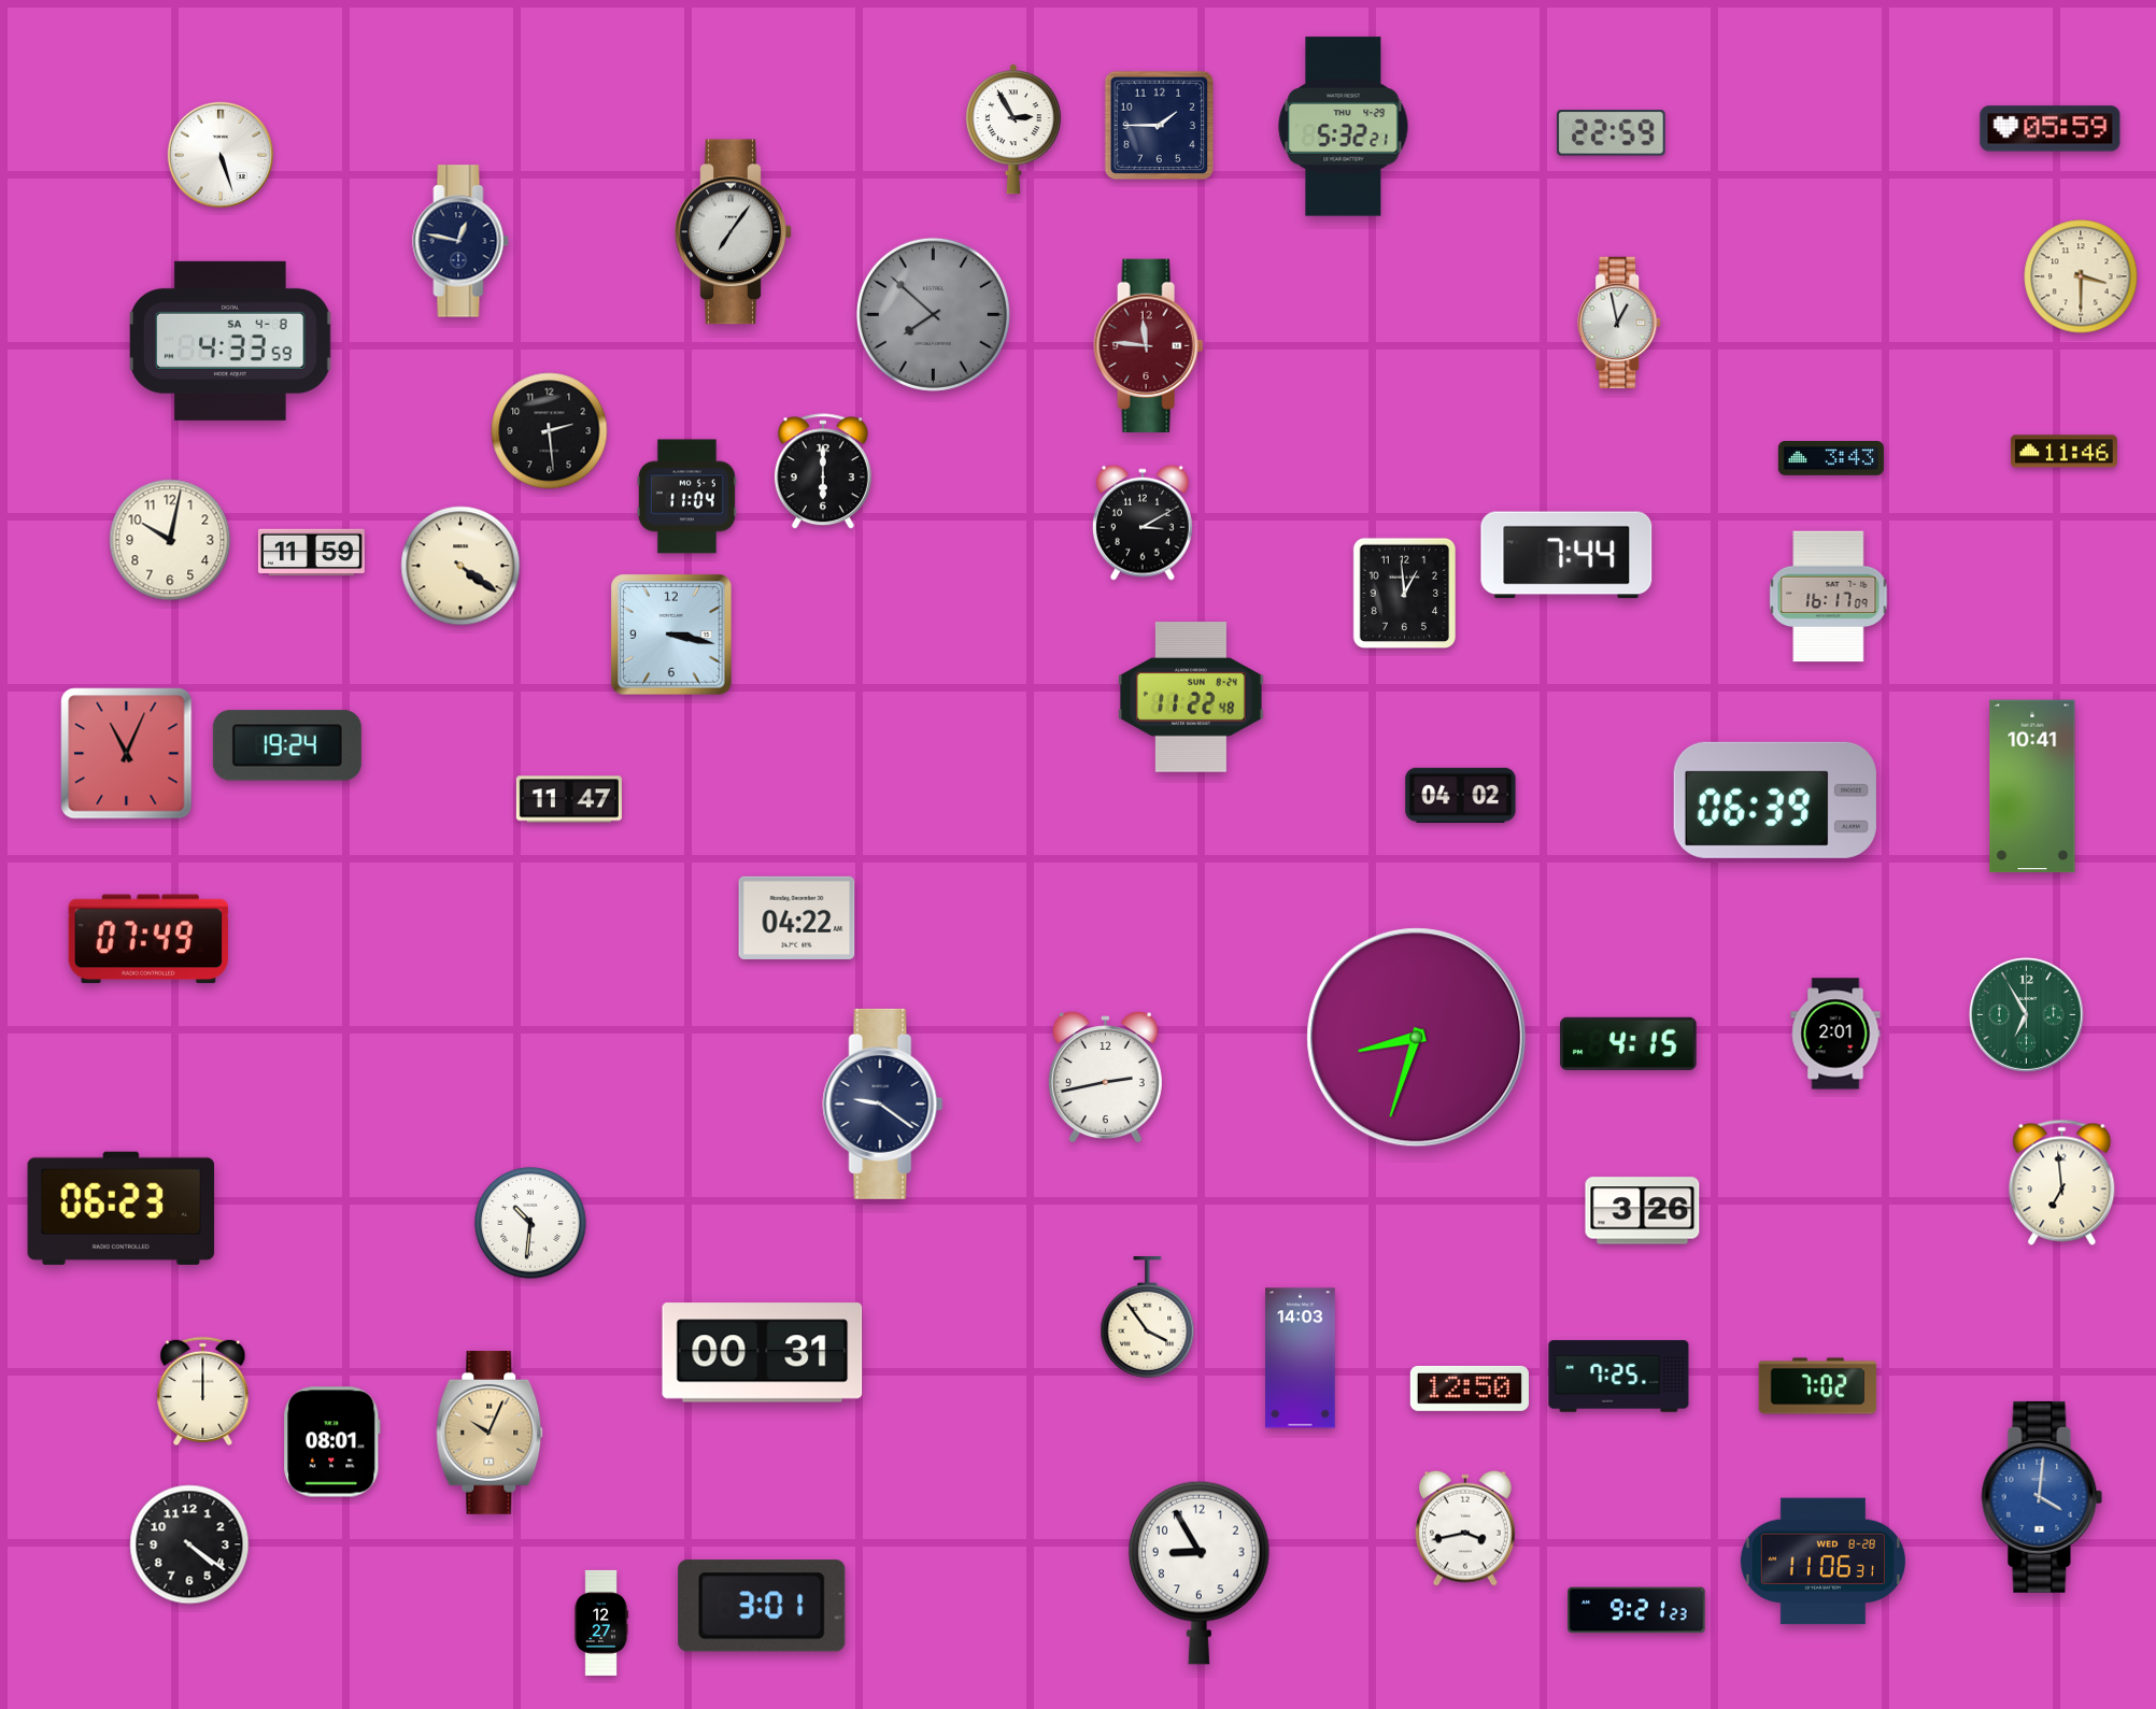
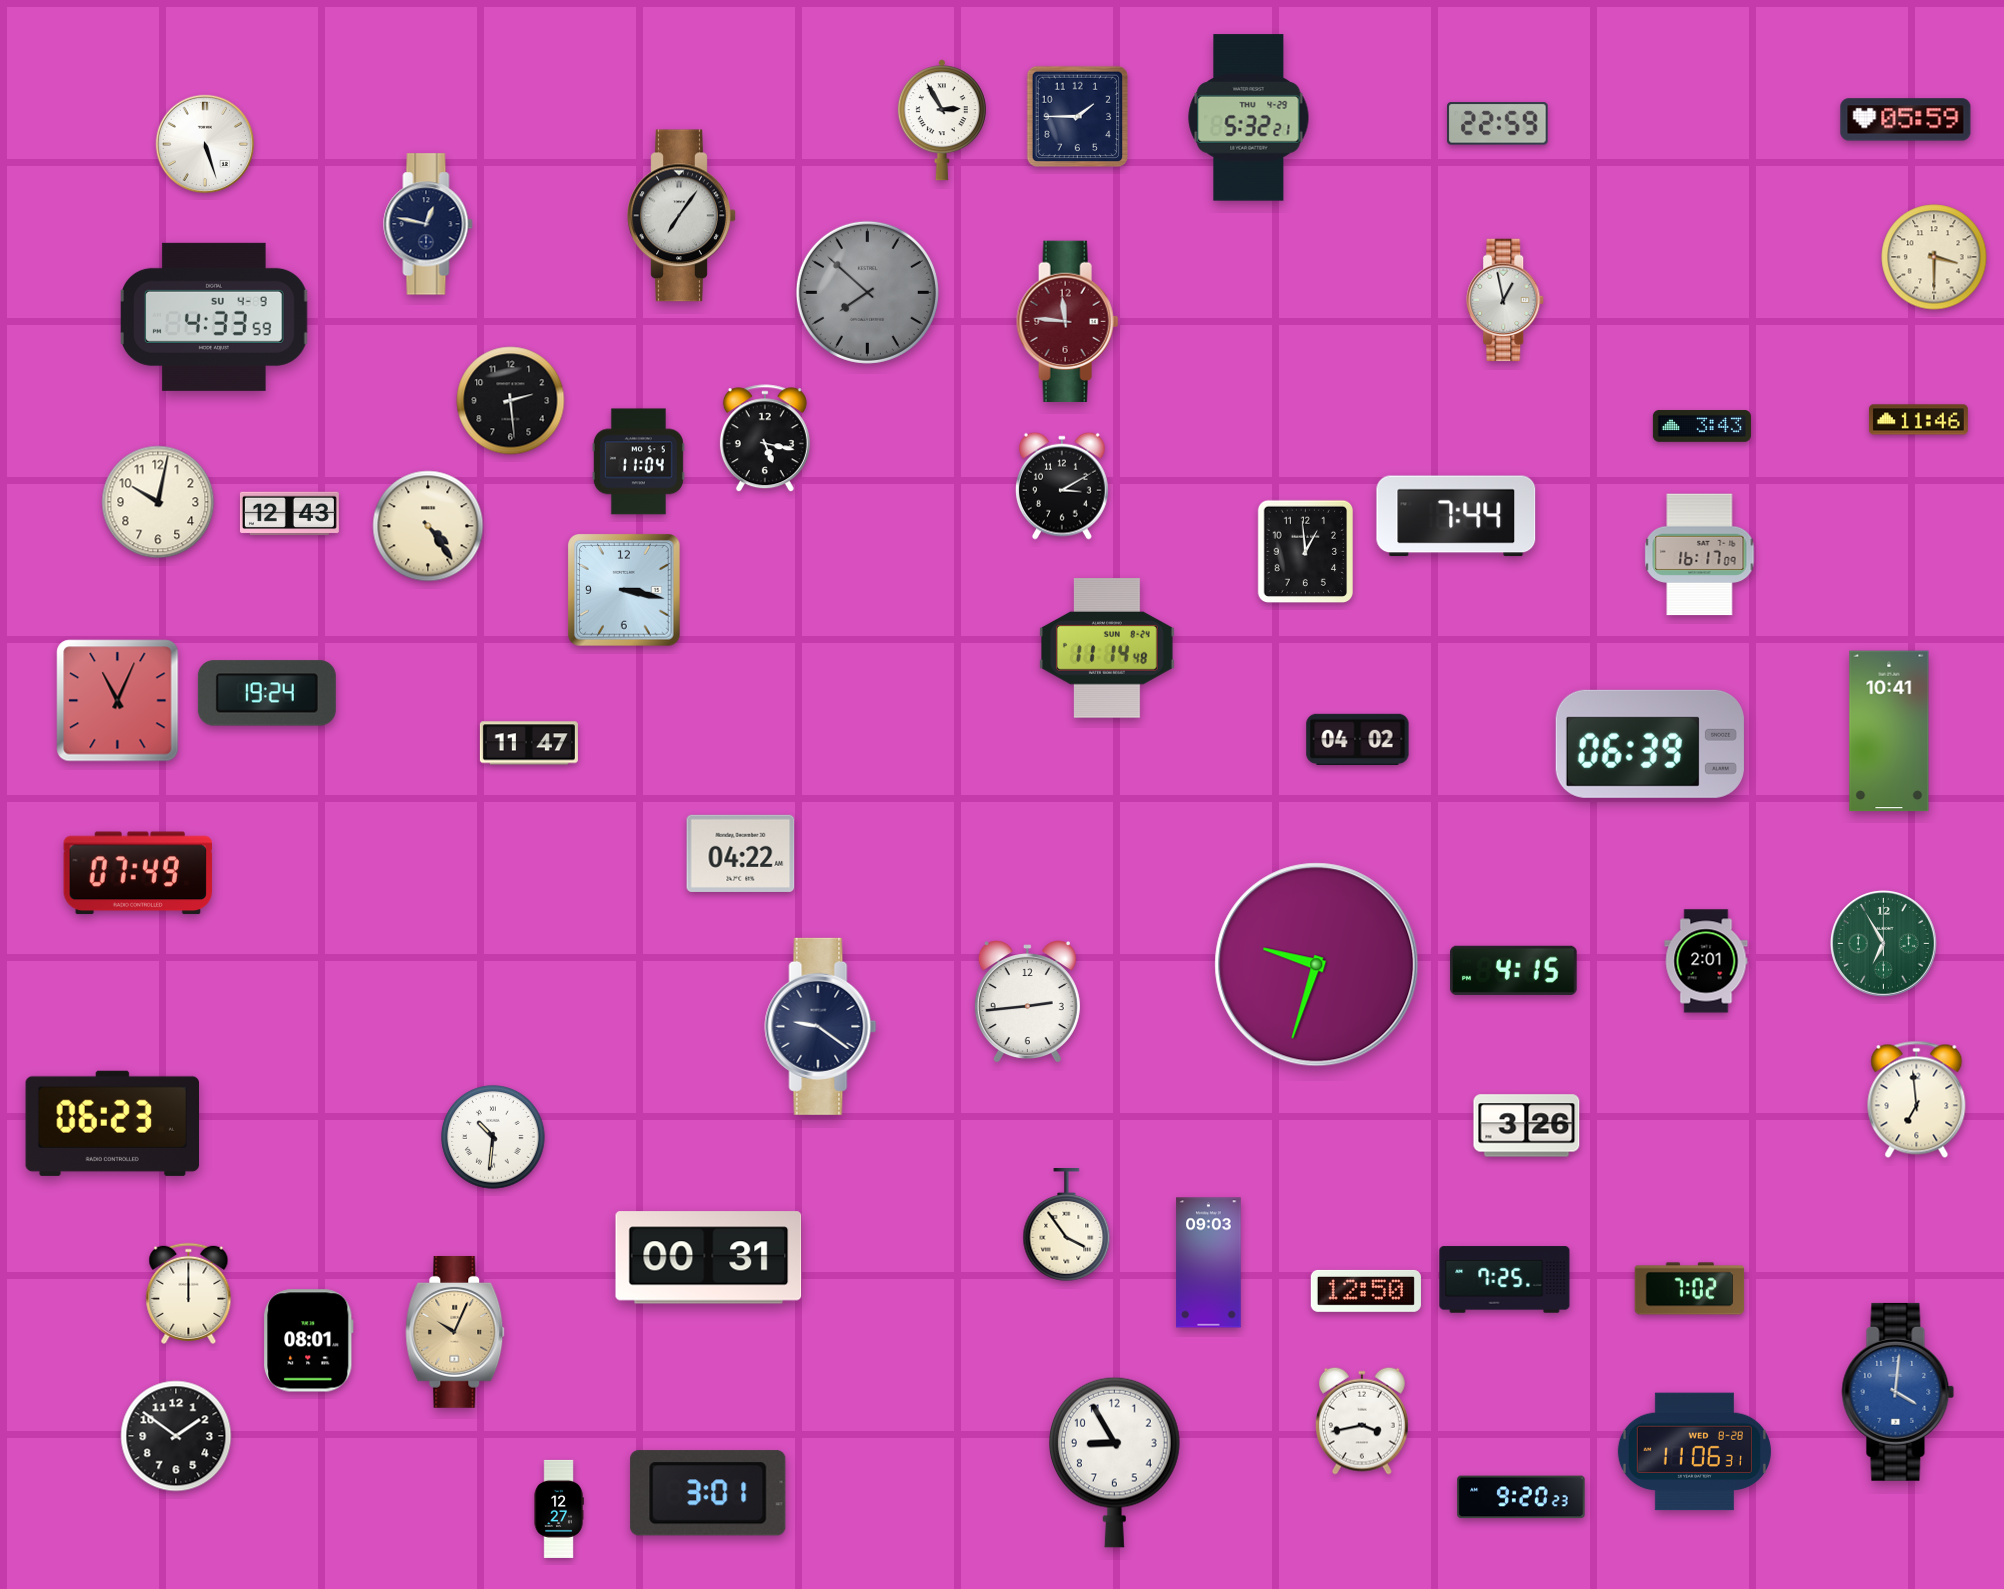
clock at (230, 341) date: SA 4-8 -> SU 4-9
clock at (823, 472): 6:00 -> 5:17
clock at (311, 553): 11:59 -> 12:43
clock at (460, 566): 4:21 -> 4:24
clock at (1191, 697): 11:22 -> 11:14
clock at (1417, 1038): 8:33 -> 9:33
clock at (1105, 1078): 2:43 -> 2:44
clock at (1301, 1358): 14:03 -> 09:03
clock at (189, 1544): 4:21 -> 1:51
clock at (1636, 1610): 9:21 -> 9:20
